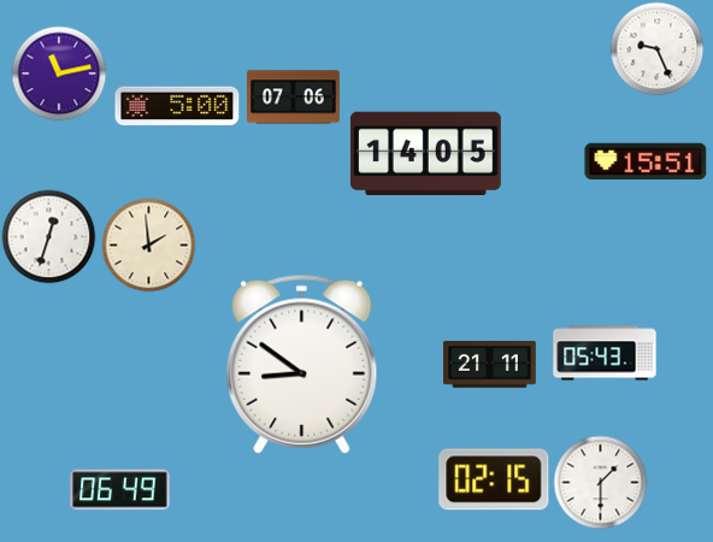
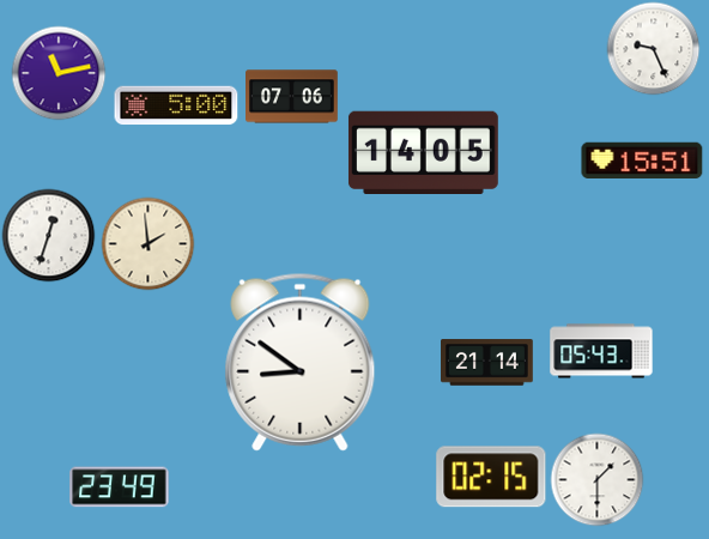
clock at (490, 365): 21:11 -> 21:14
clock at (120, 490): 06:49 -> 23:49
